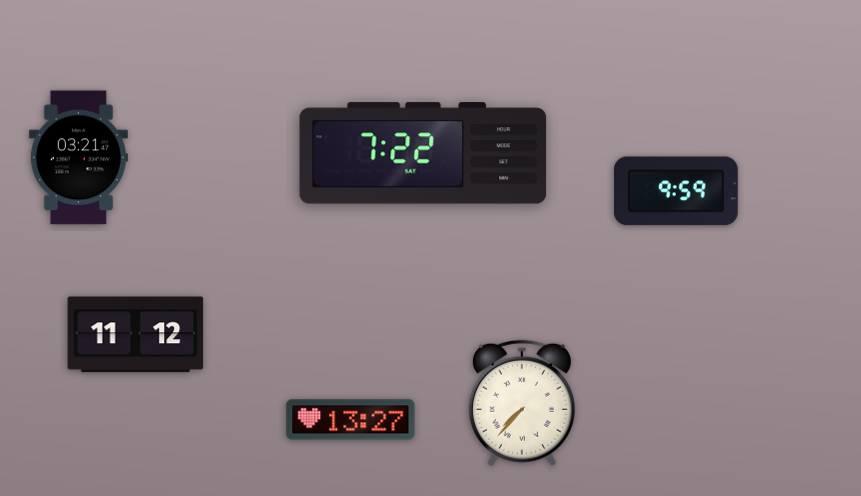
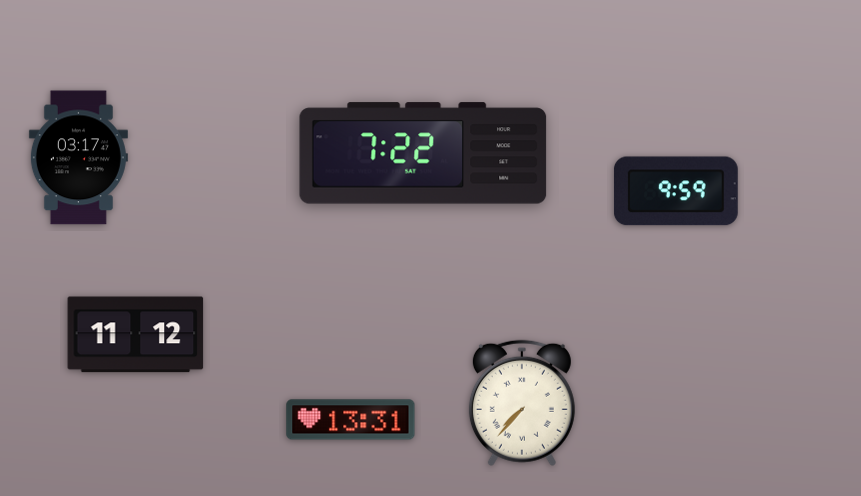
clock at (78, 158): 03:21 -> 03:17
clock at (351, 420): 13:27 -> 13:31
